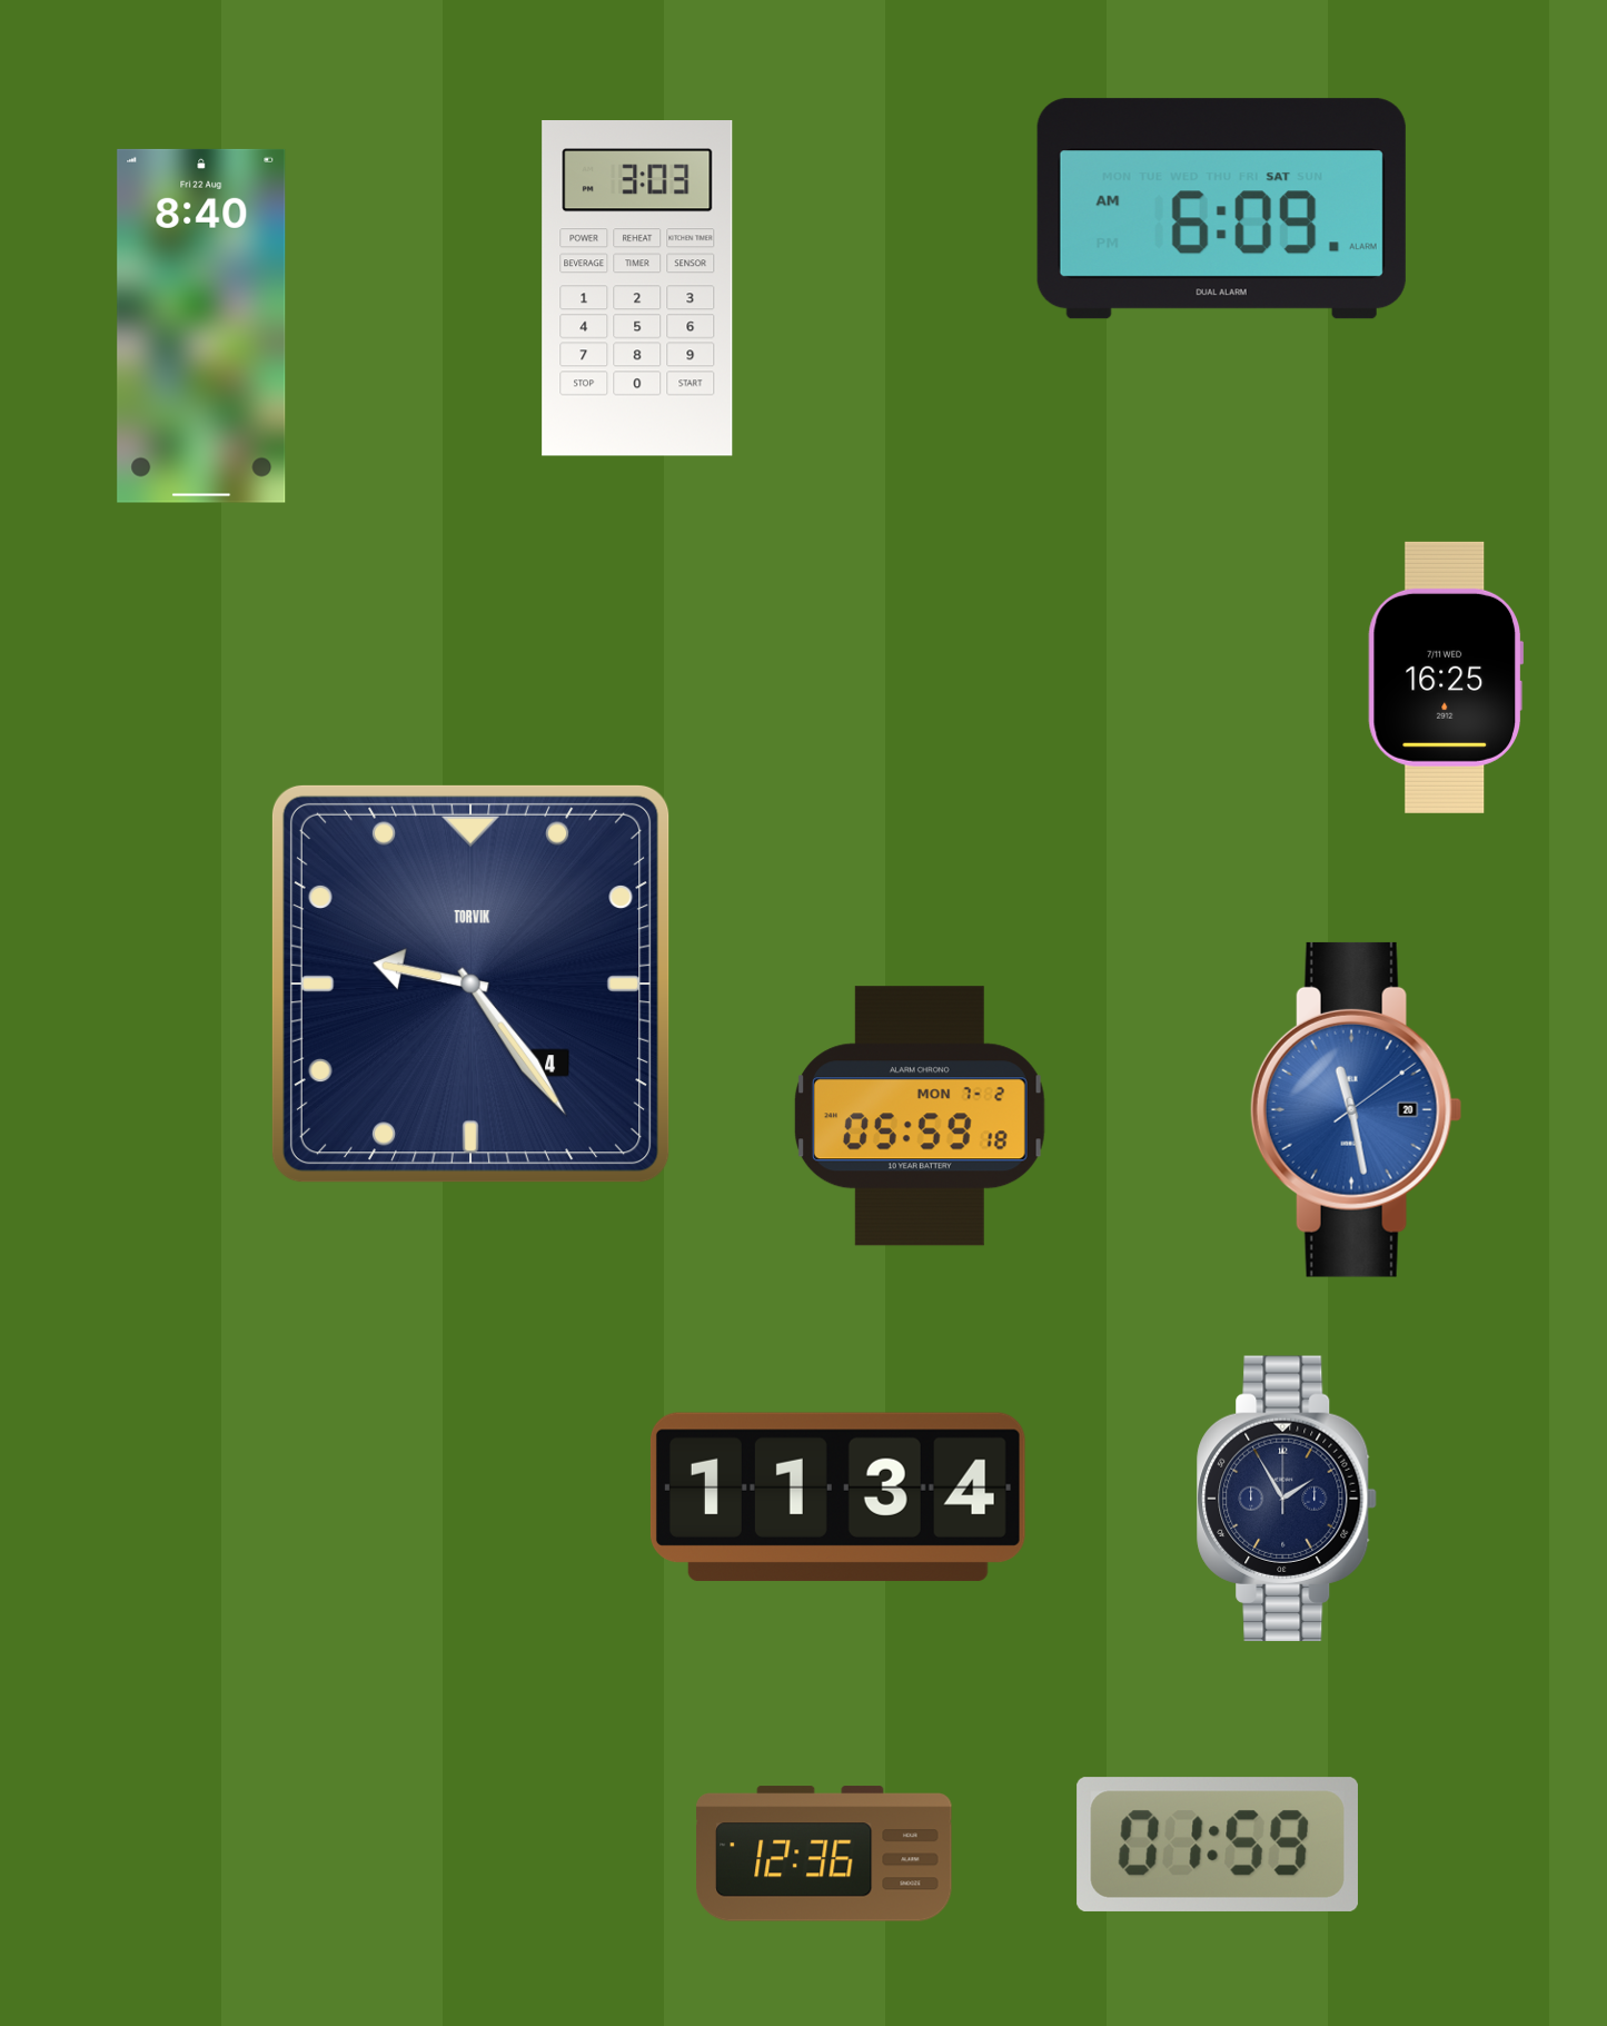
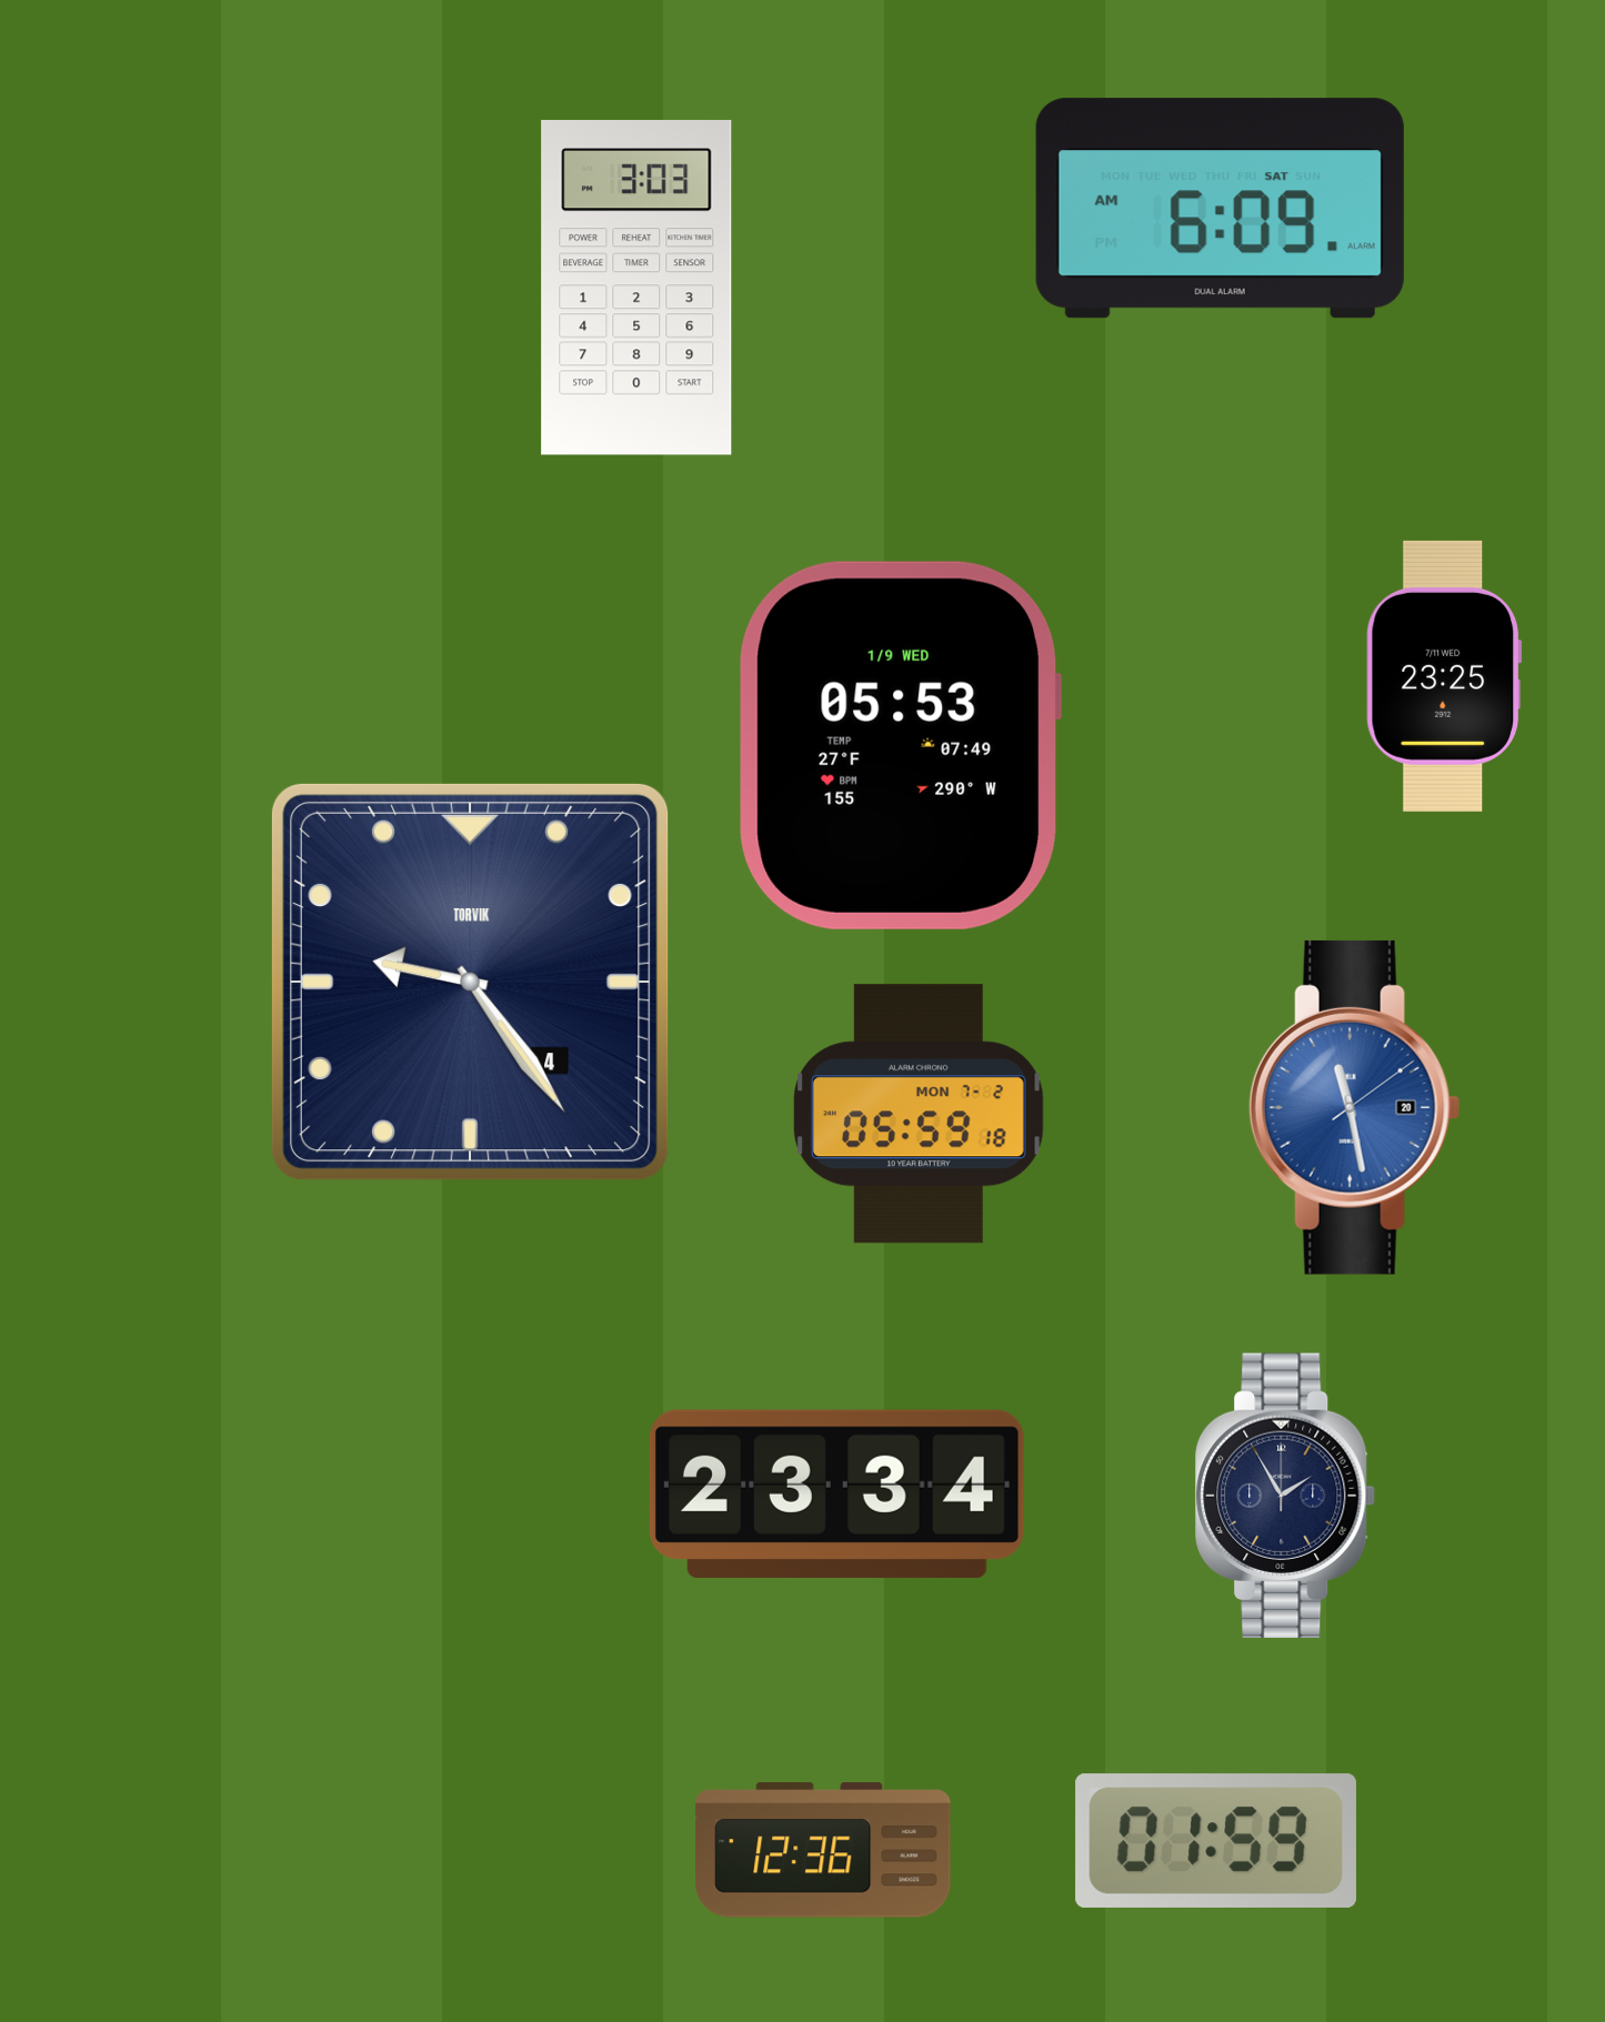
clock at (201, 326): 8:40 -> none
clock at (1446, 678): 16:25 -> 23:25
clock at (900, 745): none -> 05:53
clock at (837, 1496): 11:34 -> 23:34
